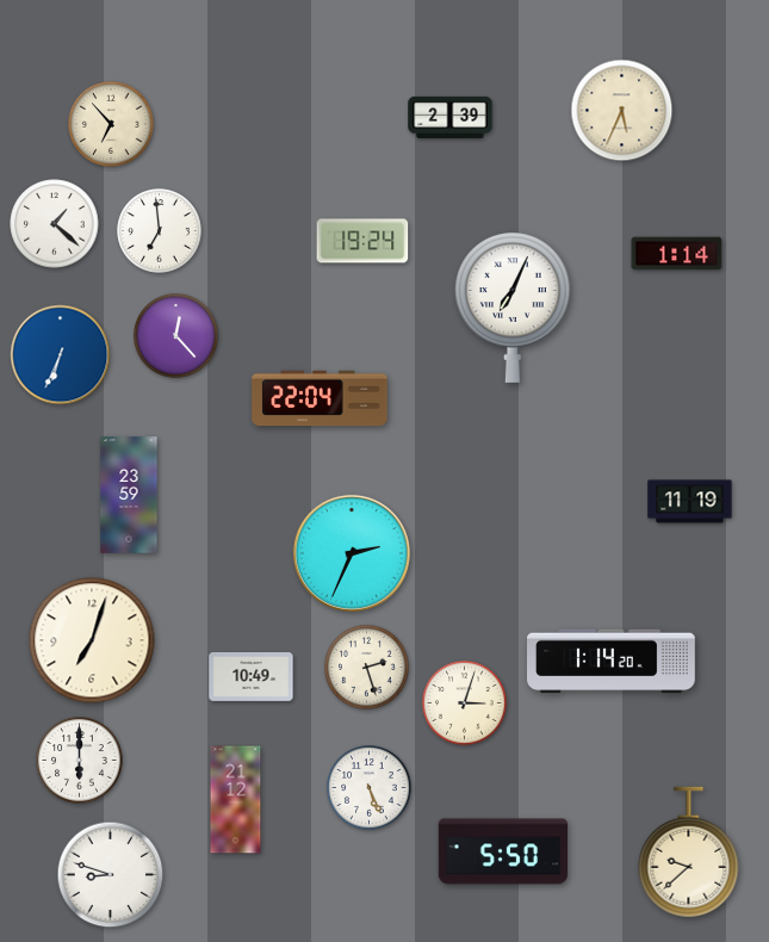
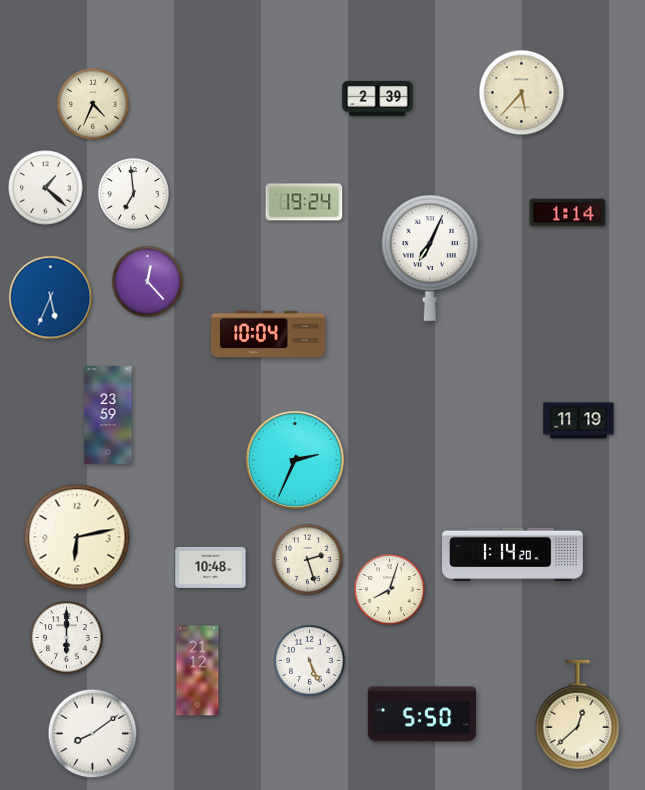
clock at (622, 111): 5:34 -> 5:37
clock at (111, 124): 6:53 -> 4:34
clock at (61, 355): 6:34 -> 5:34
clock at (320, 398): 22:04 -> 10:04
clock at (352, 553) position: (352, 553) -> (295, 460)
clock at (92, 640): 7:03 -> 6:13
clock at (252, 676): 10:49 -> 10:48
clock at (465, 704): 3:03 -> 8:03
clock at (689, 853): 9:38 -> 12:38
clock at (111, 875): 8:48 -> 8:09
